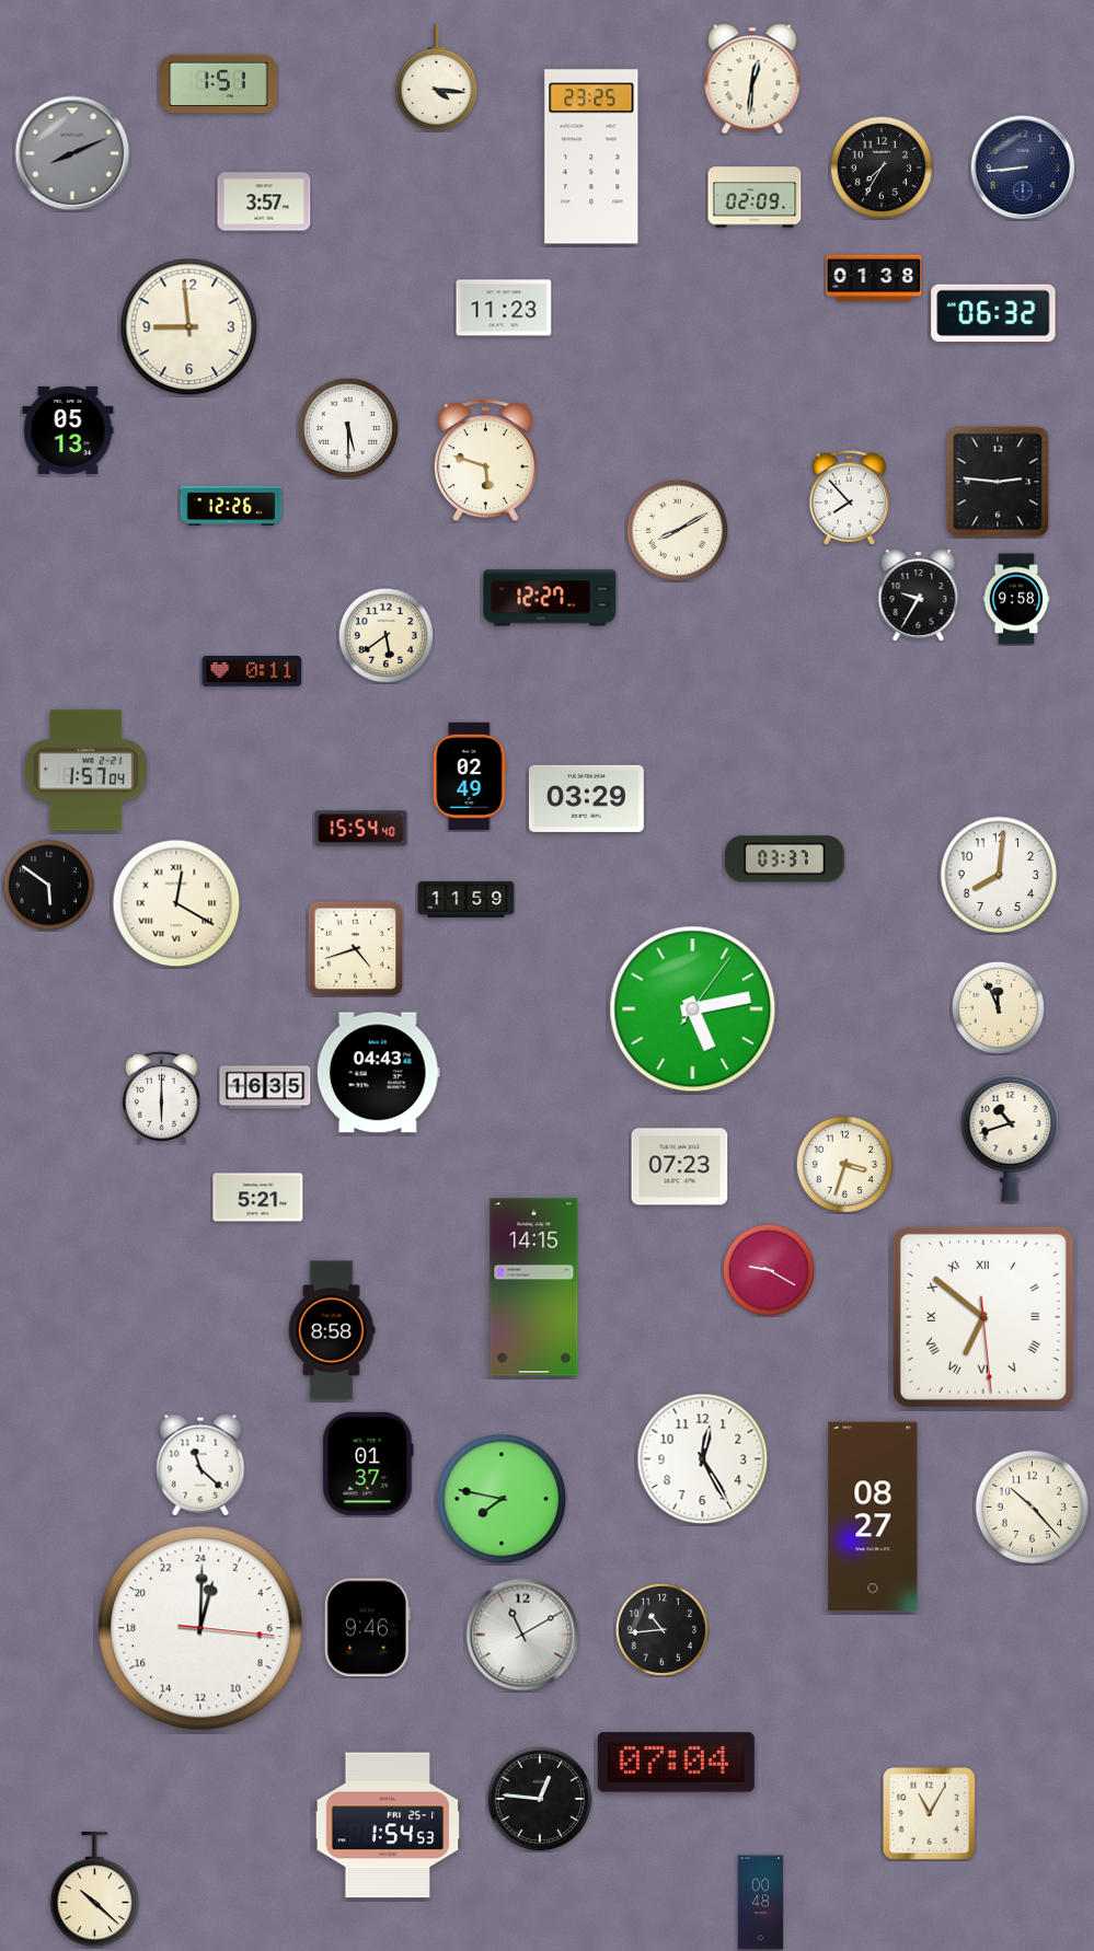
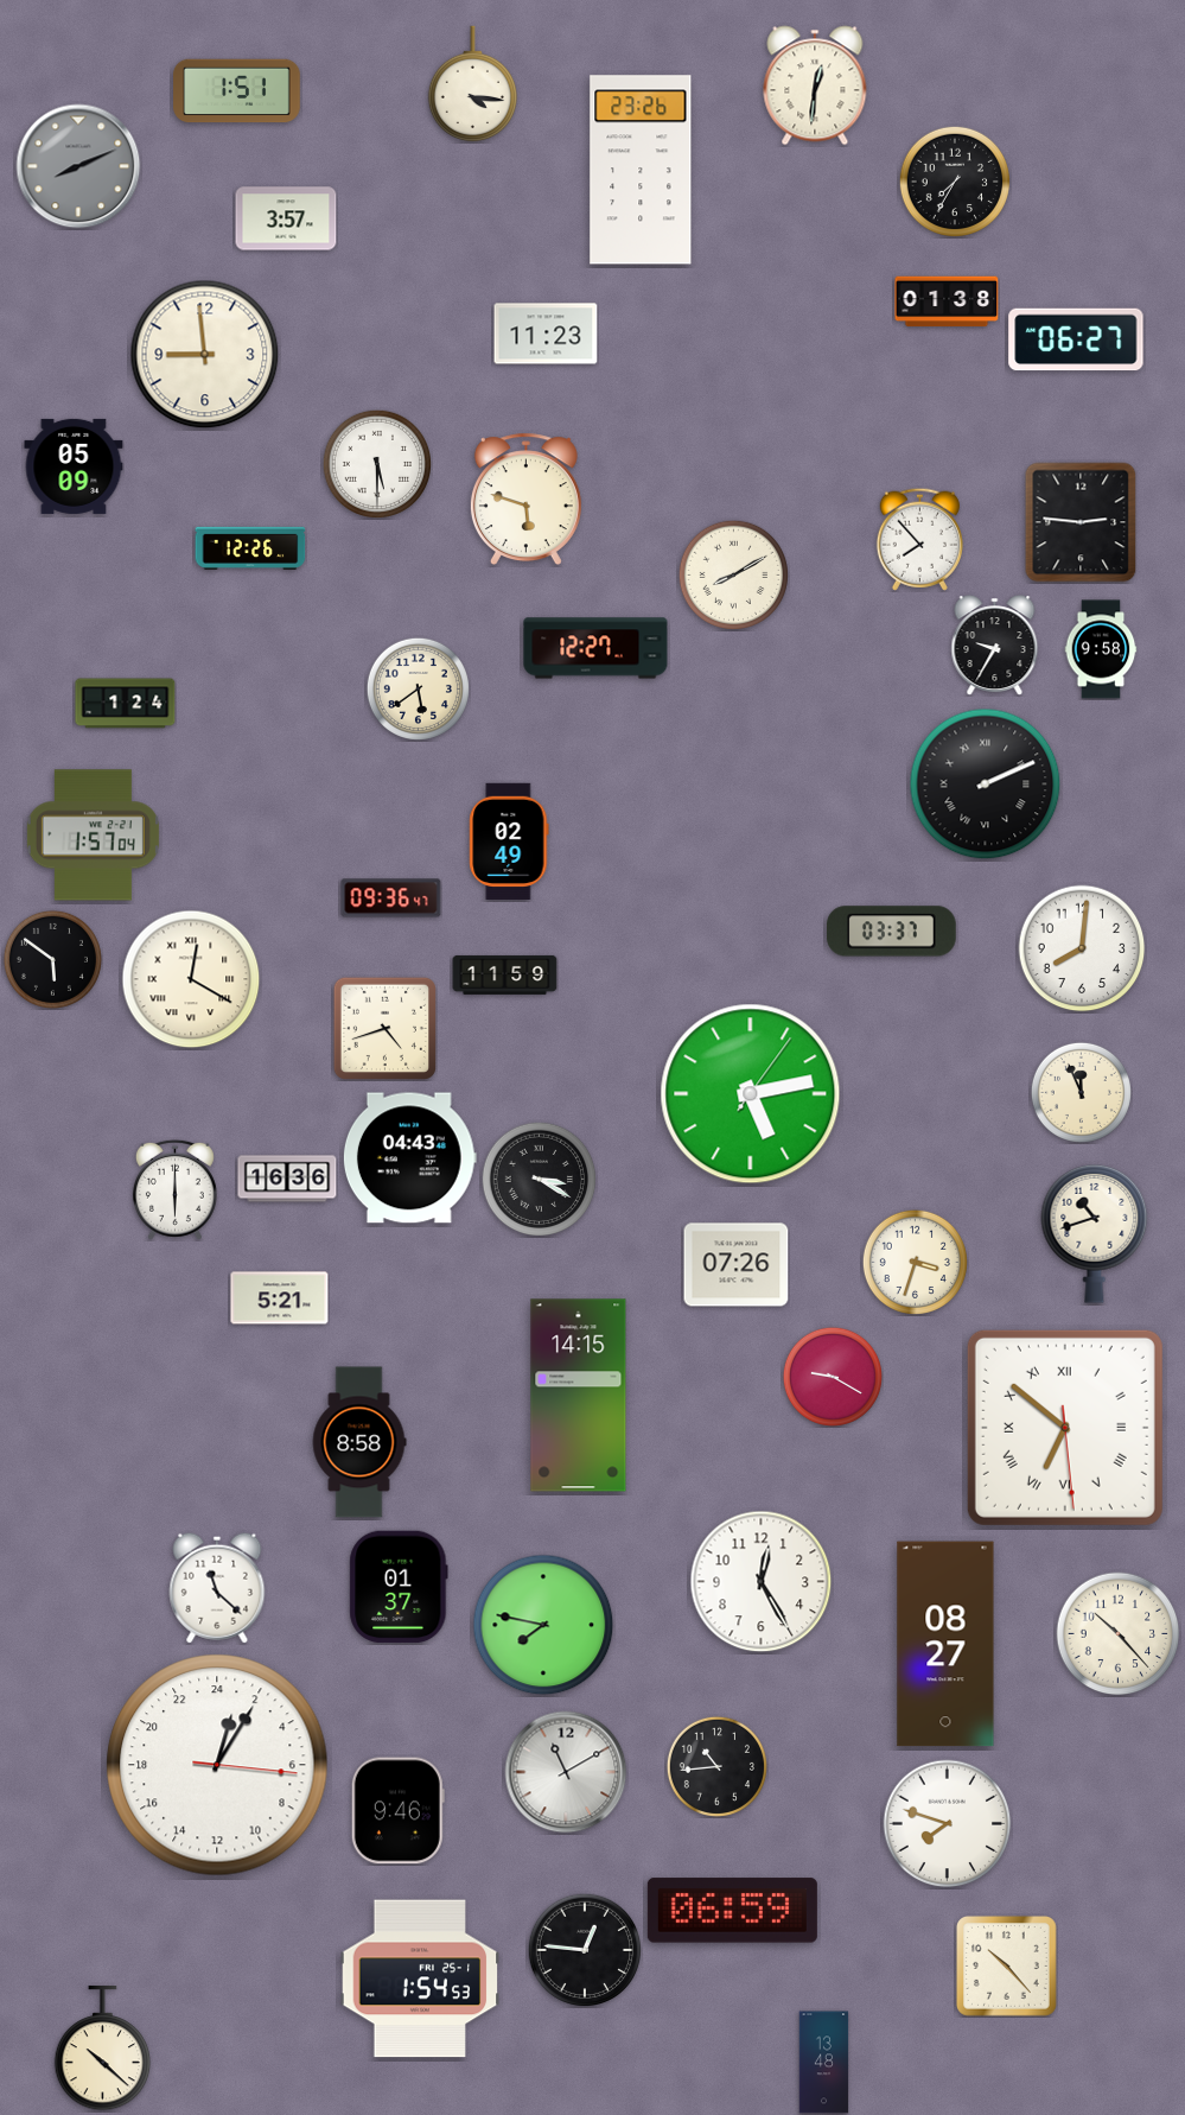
clock at (591, 157): 23:25 -> 23:26
clock at (1023, 168): 8:44 -> none
clock at (755, 197): 02:09 -> none
clock at (993, 313): 06:32 -> 06:27
clock at (68, 430): 05:13 -> 05:09
clock at (126, 704): none -> 1:24
clock at (252, 671): 0:11 -> none
clock at (986, 785): none -> 2:11
clock at (586, 798): 03:29 -> none
clock at (361, 829): 15:54 -> 09:36
clock at (785, 859) position: (785, 859) -> (892, 932)
clock at (378, 1073) position: (378, 1073) -> (409, 1158)
clock at (265, 1087): 16:35 -> 16:36
clock at (539, 1179): none -> 3:20
clock at (680, 1167): 07:23 -> 07:26
clock at (200, 1628): 1:00 -> 1:05
clock at (367, 1628) position: (367, 1628) -> (397, 1811)
clock at (948, 1824): none -> 7:48
clock at (676, 1763): 07:04 -> 06:59
clock at (930, 1814): 11:05 -> 10:23
clock at (761, 1903): 00:48 -> 13:48
